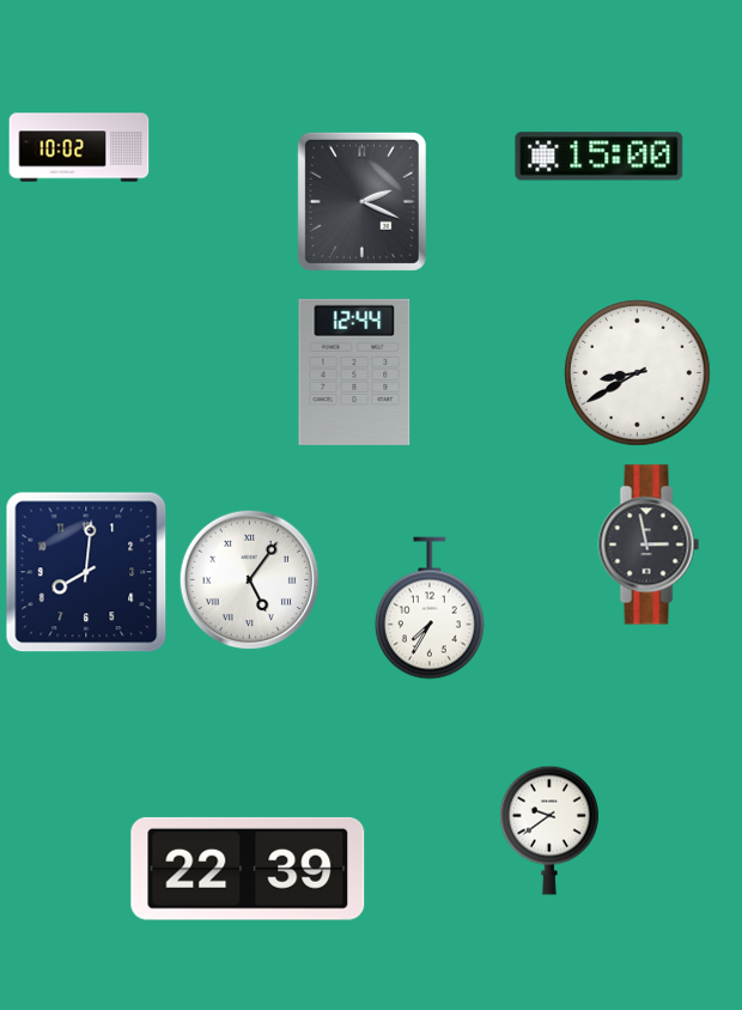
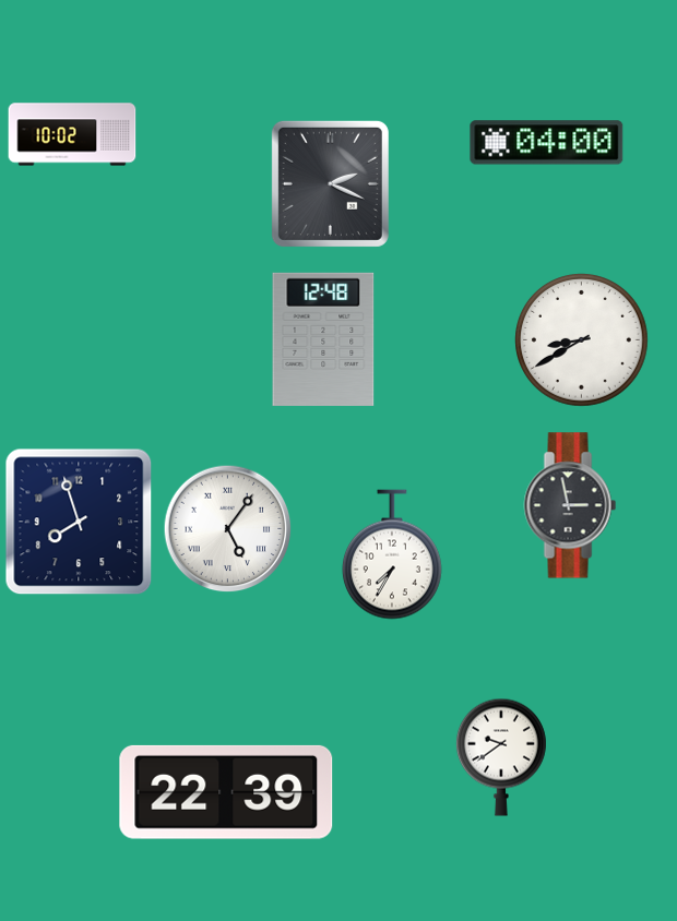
clock at (600, 157): 15:00 -> 04:00
clock at (354, 372): 12:44 -> 12:48
clock at (649, 544) position: (649, 544) -> (570, 505)
clock at (86, 572): 8:01 -> 7:57
